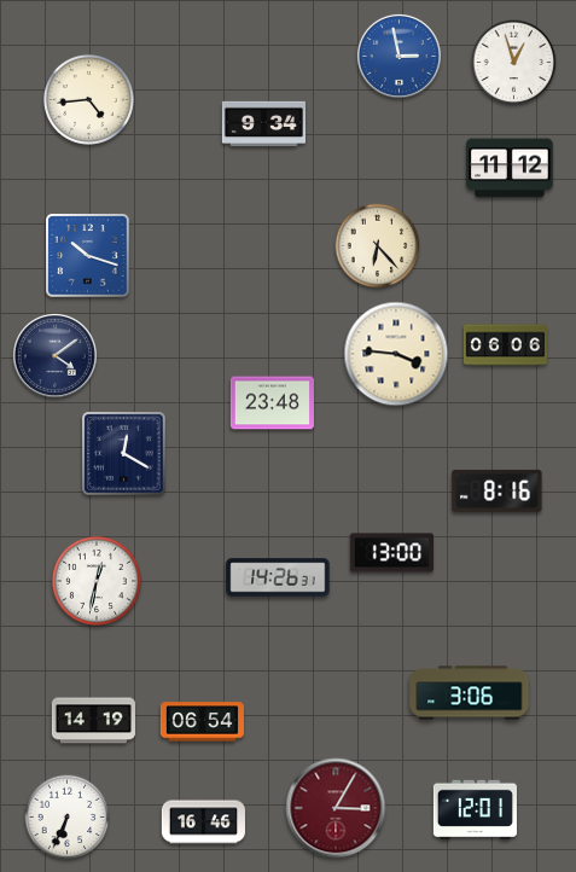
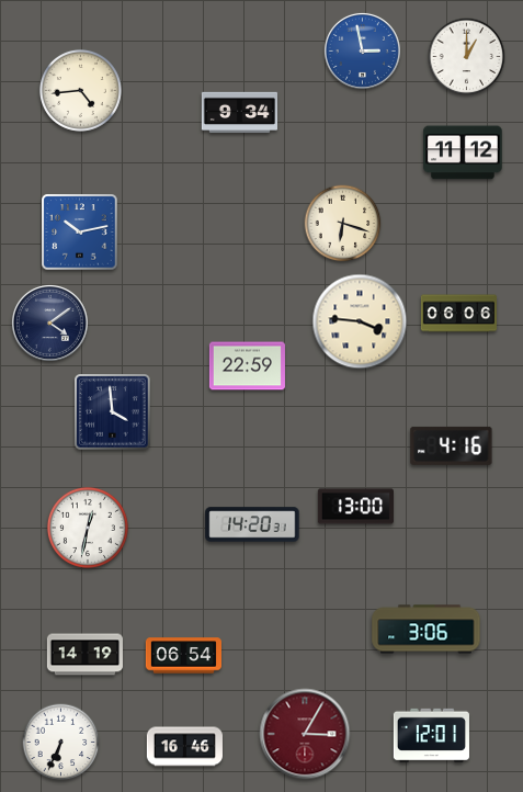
clock at (514, 63): 12:57 -> 1:00
clock at (378, 246): 6:23 -> 6:18
clock at (88, 256): 10:18 -> 10:13
clock at (272, 403): 23:48 -> 22:59
clock at (124, 454): 12:20 -> 3:59
clock at (498, 490): 8:16 -> 4:16
clock at (391, 553) position: (391, 553) -> (355, 507)
clock at (278, 577): 14:26 -> 14:20
